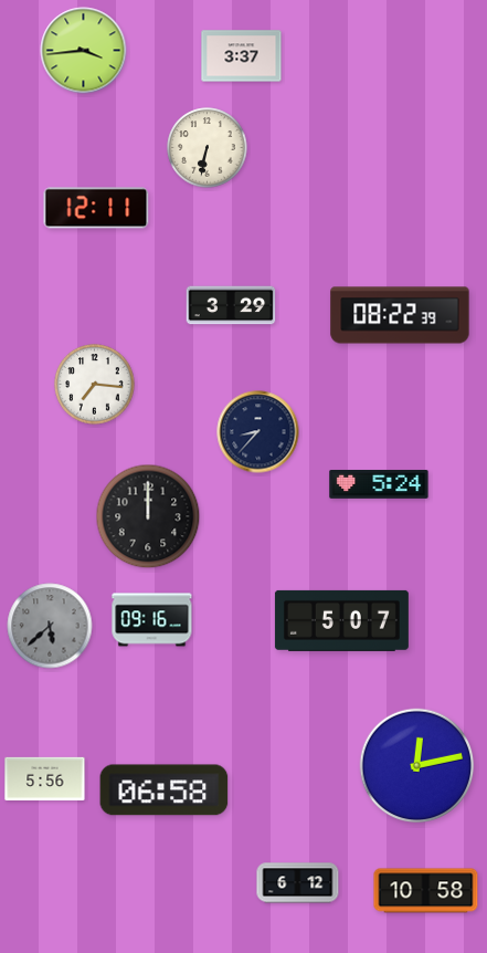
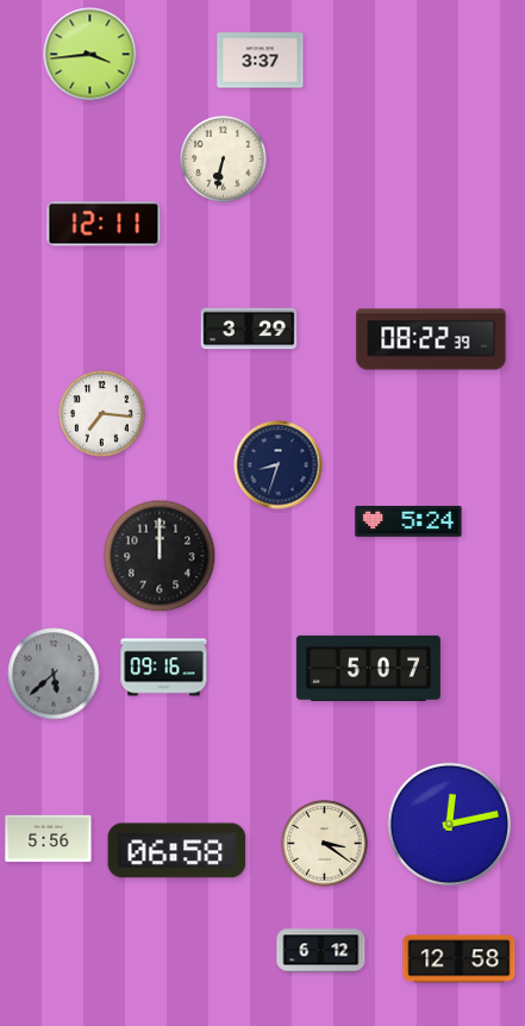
clock at (258, 432): 8:37 -> 8:33
clock at (325, 844): none -> 3:21
clock at (426, 891): 10:58 -> 12:58
